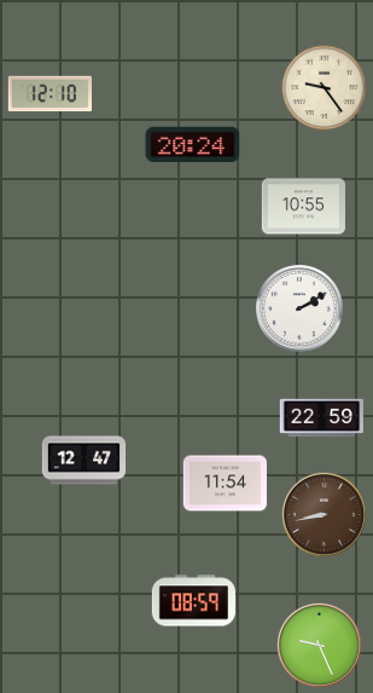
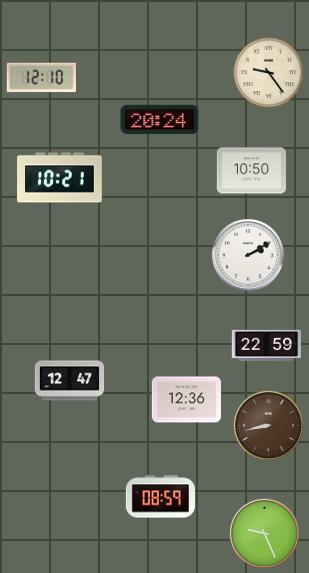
clock at (304, 207): 10:55 -> 10:50
clock at (60, 178): none -> 10:21
clock at (225, 484): 11:54 -> 12:36
